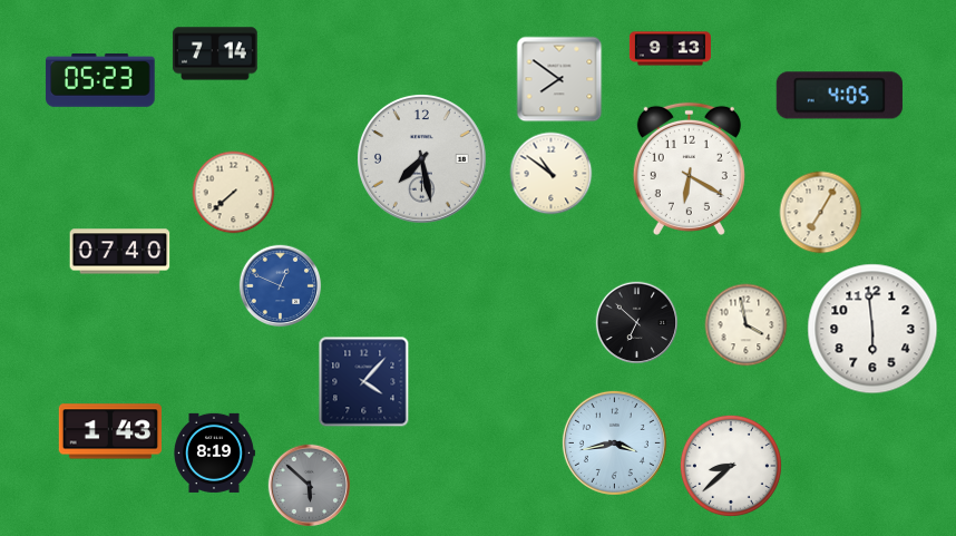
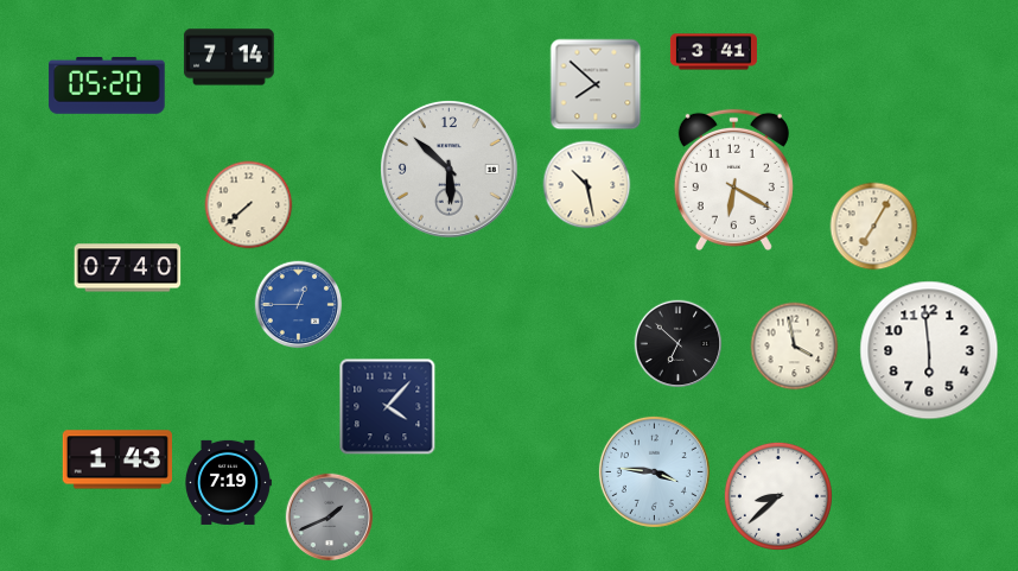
clock at (670, 49): 9:13 -> 3:41
clock at (559, 79): 7:51 -> 7:52
clock at (100, 80): 05:23 -> 05:20
clock at (839, 96): 4:05 -> none
clock at (422, 159): 7:28 -> 5:52
clock at (552, 174): 10:51 -> 10:28
clock at (281, 286): 12:49 -> 12:45
clock at (614, 442): 3:43 -> 3:46
clock at (215, 452): 8:19 -> 7:19
clock at (310, 486): 5:52 -> 1:41
